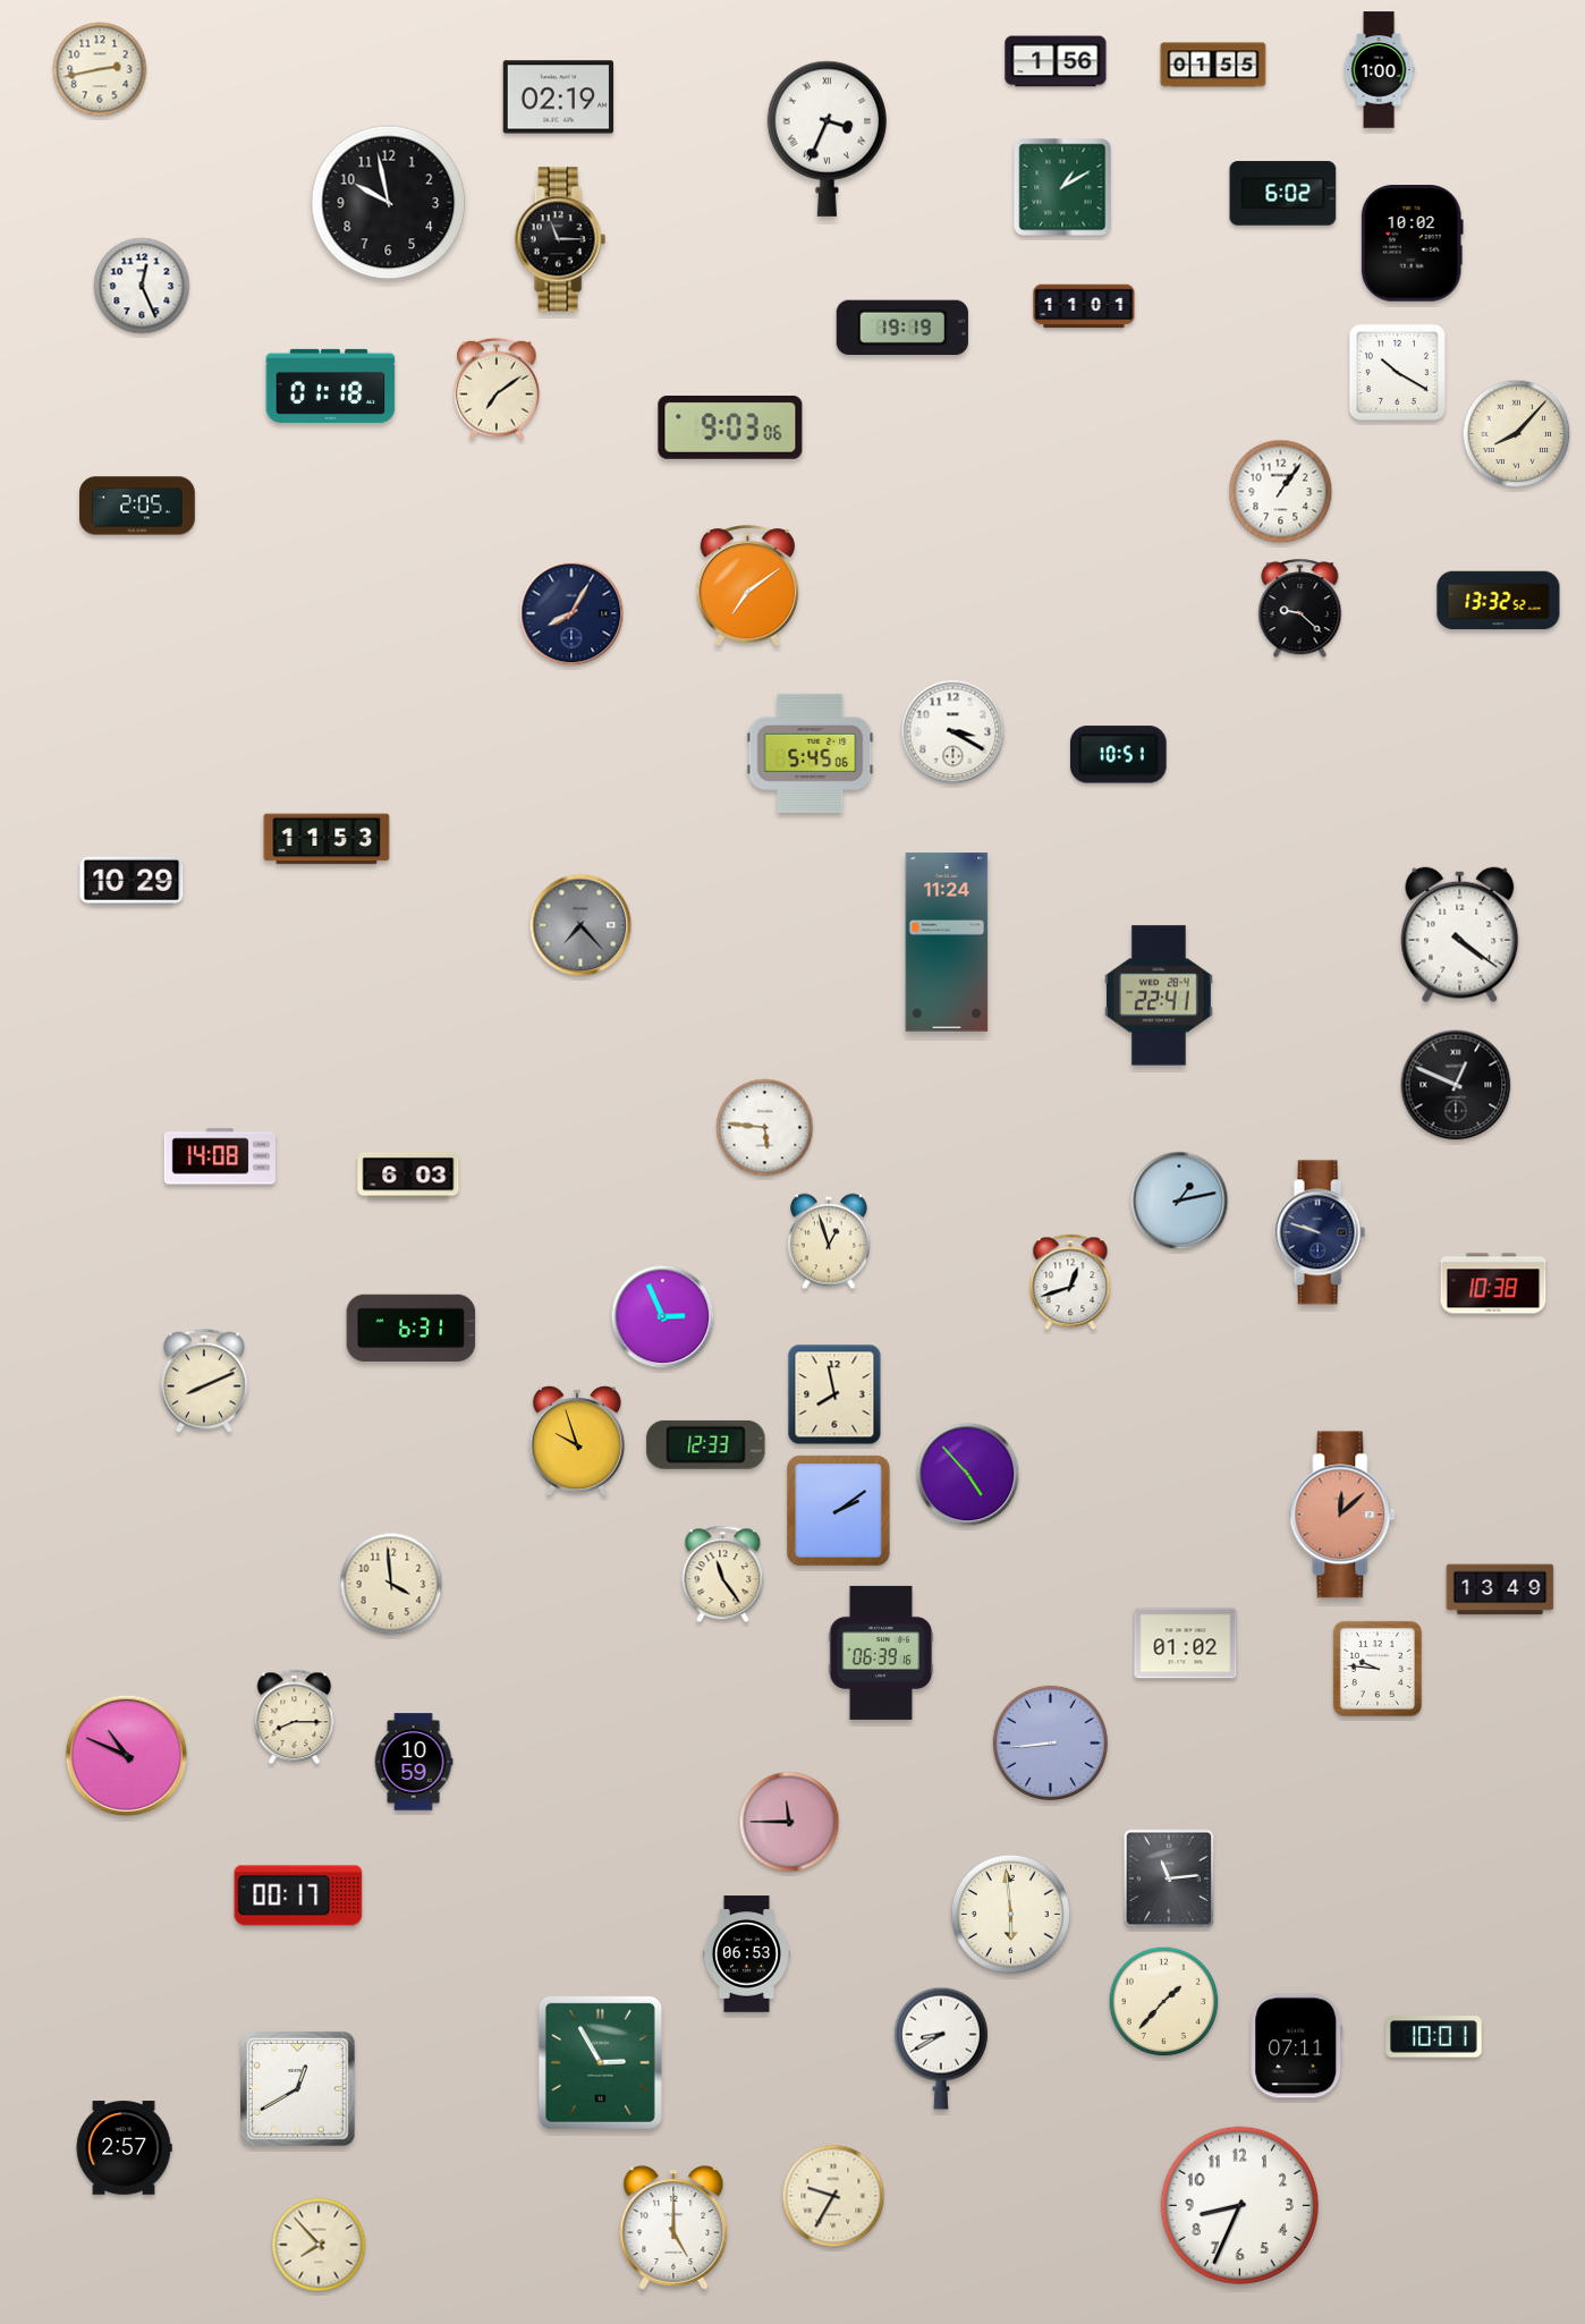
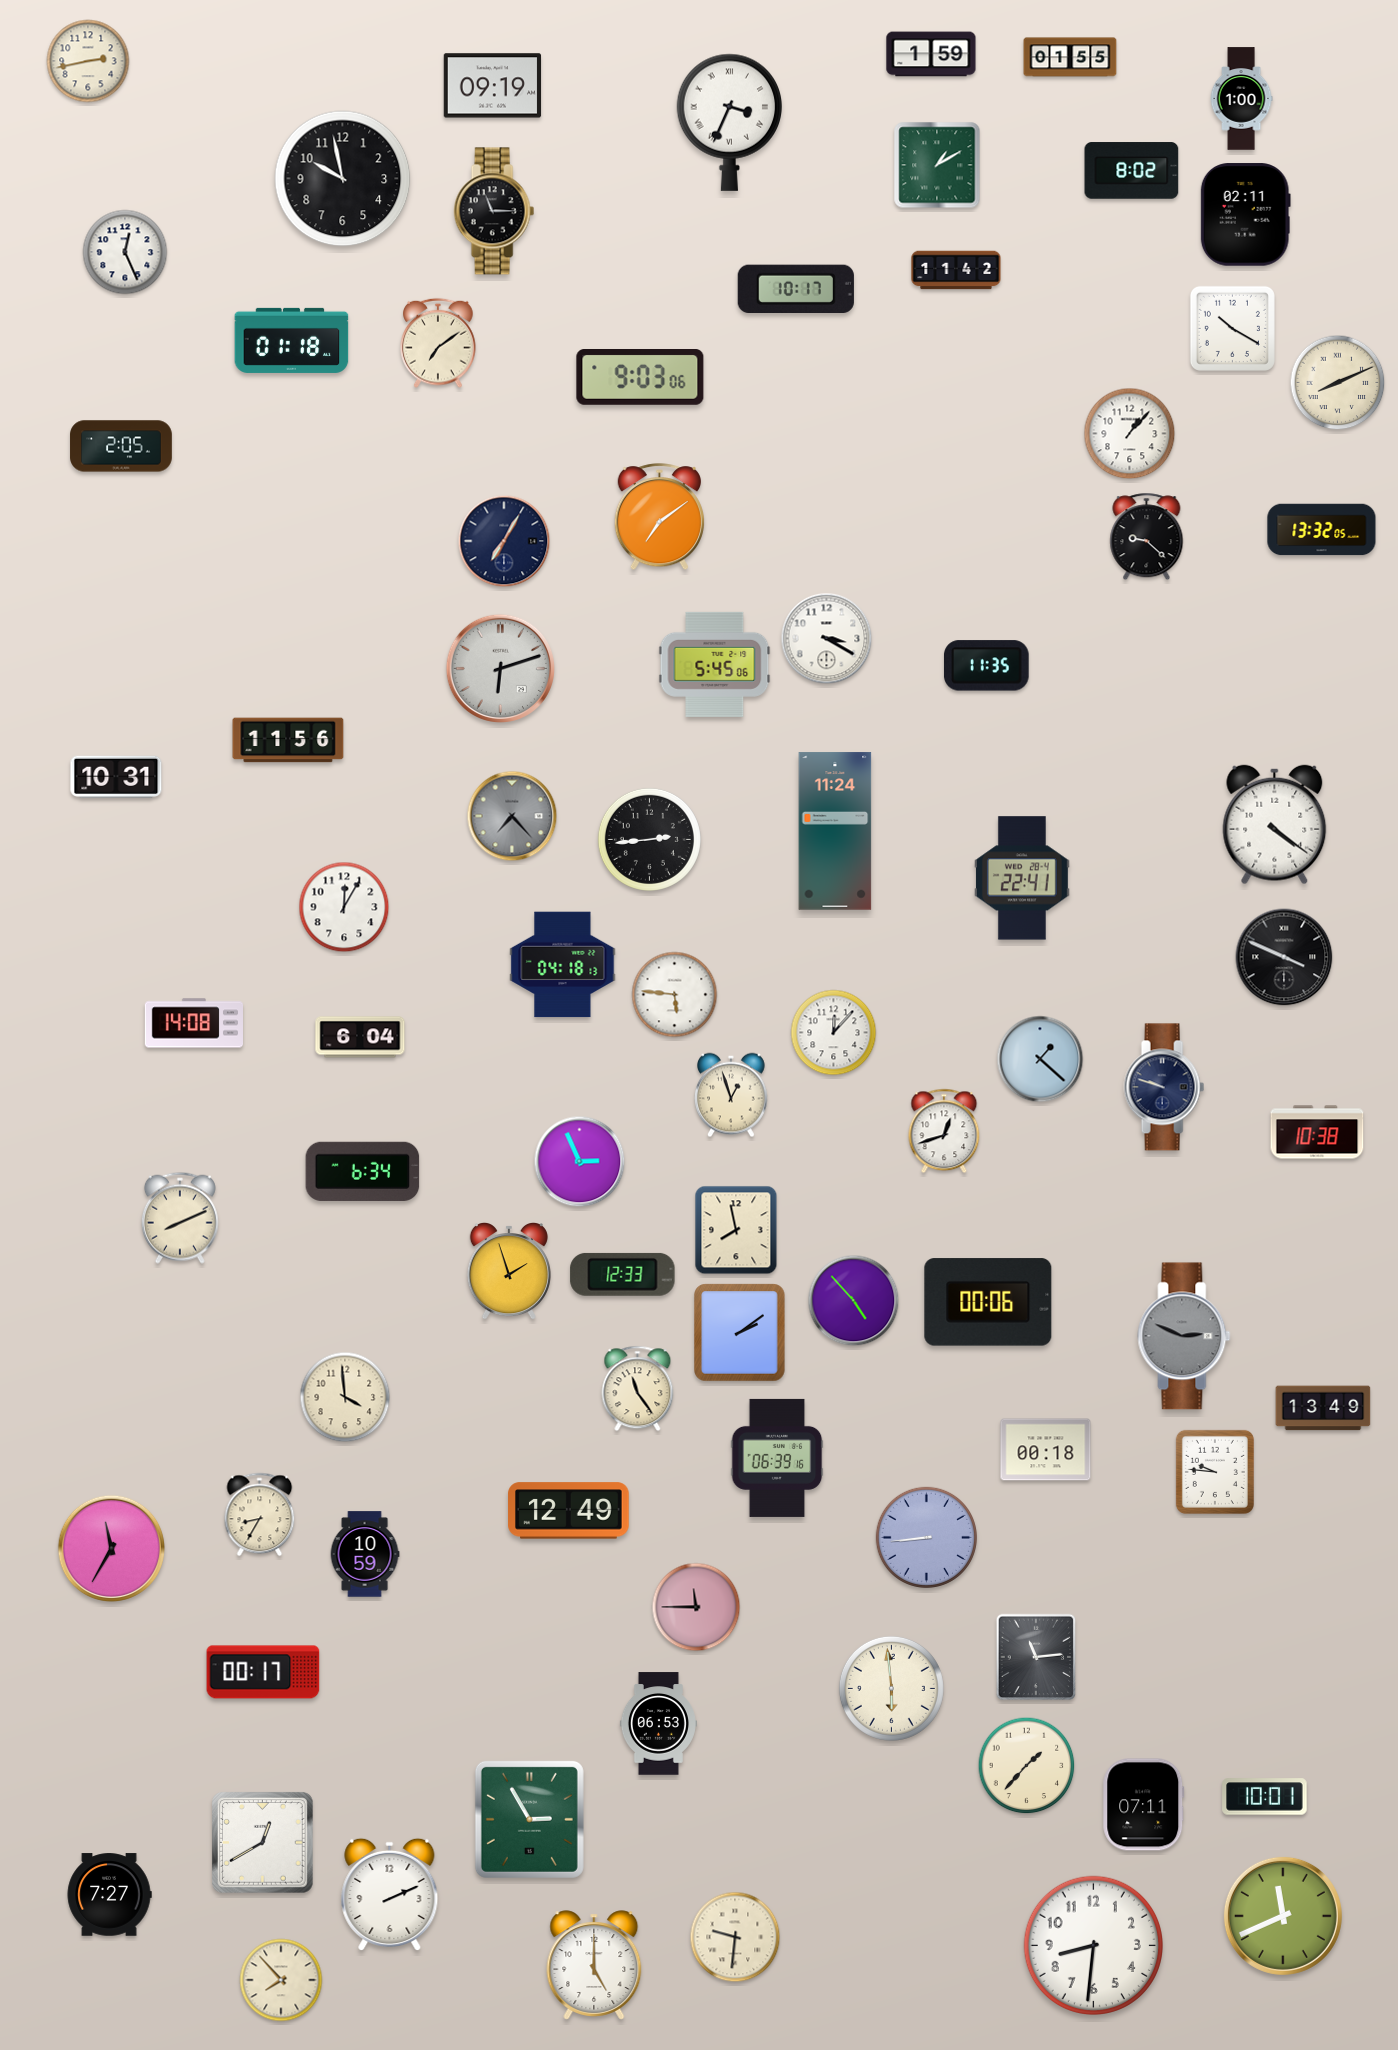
clock at (1056, 61): 1:56 -> 1:59
clock at (1379, 70) position: (1379, 70) -> (1241, 99)
clock at (559, 97): 02:19 -> 09:19
clock at (1283, 194): 6:02 -> 8:02
clock at (1412, 244): 10:02 -> 02:11
clock at (1084, 306): 11:01 -> 11:42
clock at (902, 326): 19:19 -> 10:17
clock at (730, 429) position: (730, 429) -> (640, 378)
clock at (1517, 434): 8:07 -> 8:11
clock at (1281, 492): 1:06 -> 1:07
clock at (1499, 601): 13:32:52 -> 13:32:05
clock at (571, 613): 8:05 -> 7:05
clock at (953, 732) position: (953, 732) -> (827, 639)
clock at (1119, 755): 10:51 -> 11:35
clock at (500, 668): none -> 6:12
clock at (327, 839): 11:53 -> 11:56
clock at (132, 881): 10:29 -> 10:31
clock at (1460, 935) position: (1460, 935) -> (1275, 825)
clock at (649, 839): none -> 2:44
clock at (344, 907): none -> 12:05
clock at (1456, 1085): 12:49 -> 3:49
clock at (563, 965): none -> 04:18
clock at (219, 1156) position: (219, 1156) -> (193, 1023)
clock at (834, 1033): none -> 12:07
clock at (408, 1176): 6:03 -> 6:04
clock at (1179, 1201): 1:13 -> 1:22
clock at (663, 1317) position: (663, 1317) -> (580, 1162)
clock at (412, 1328): 6:31 -> 6:34
clock at (577, 1442): 9:57 -> 1:57
clock at (988, 1302): none -> 00:06
clock at (1342, 1515): 12:08 -> 2:49
clock at (1342, 1515) dial: salmon -> grey
clock at (1500, 1589) position: (1500, 1589) -> (1323, 1408)
clock at (1186, 1644): 01:02 -> 00:18
clock at (569, 1511): none -> 12:49
clock at (295, 1717): 8:15 -> 8:35
clock at (127, 1756): 10:49 -> 11:35
clock at (1169, 1878) position: (1169, 1878) -> (1036, 1657)
clock at (941, 2049): 8:40 -> none
clock at (124, 2148): 2:57 -> 7:27
clock at (390, 1895): none -> 2:11
clock at (1283, 1916): none -> 11:41
clock at (833, 2196): 9:35 -> 9:31
clock at (1239, 2205): 8:34 -> 8:31
